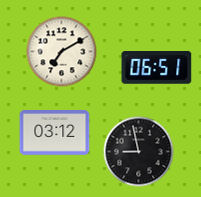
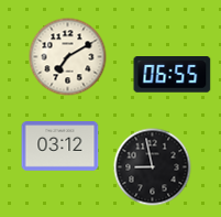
clock at (157, 68): 06:51 -> 06:55
